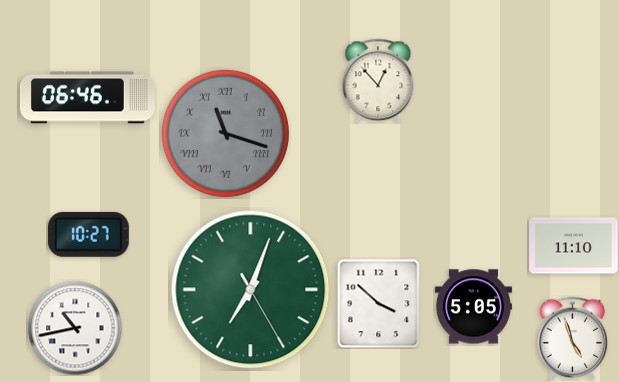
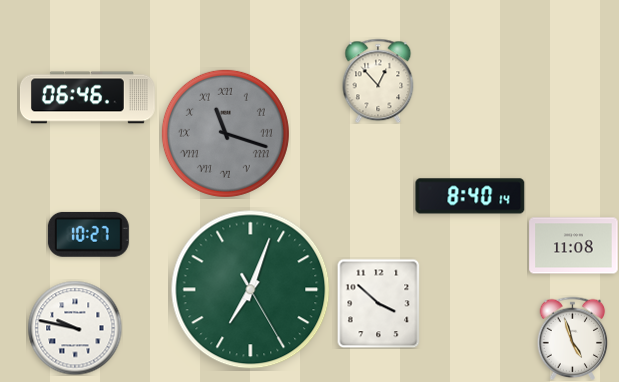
clock at (470, 196): none -> 8:40
clock at (574, 246): 11:10 -> 11:08
clock at (473, 307): 5:05 -> none
clock at (75, 328): 10:43 -> 9:47
